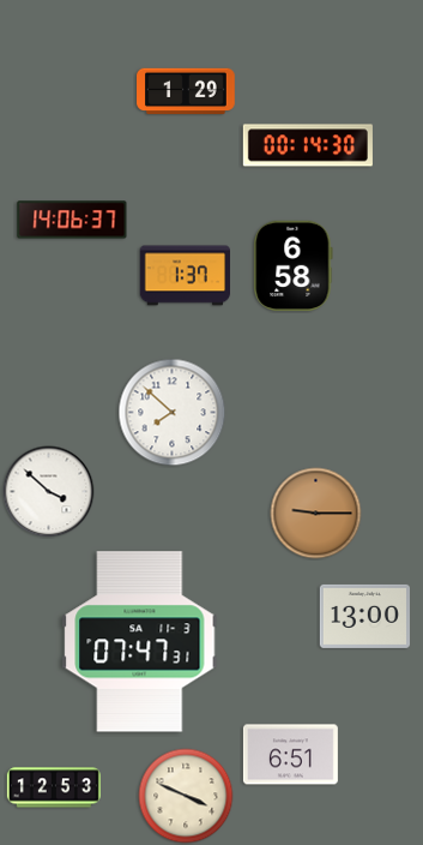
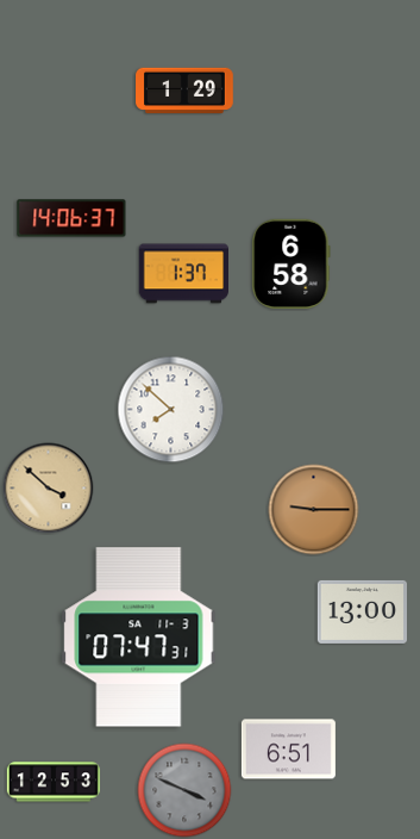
clock at (308, 145): 00:14 -> none
clock at (49, 492) dial: white -> champagne
clock at (186, 796) dial: cream -> grey
